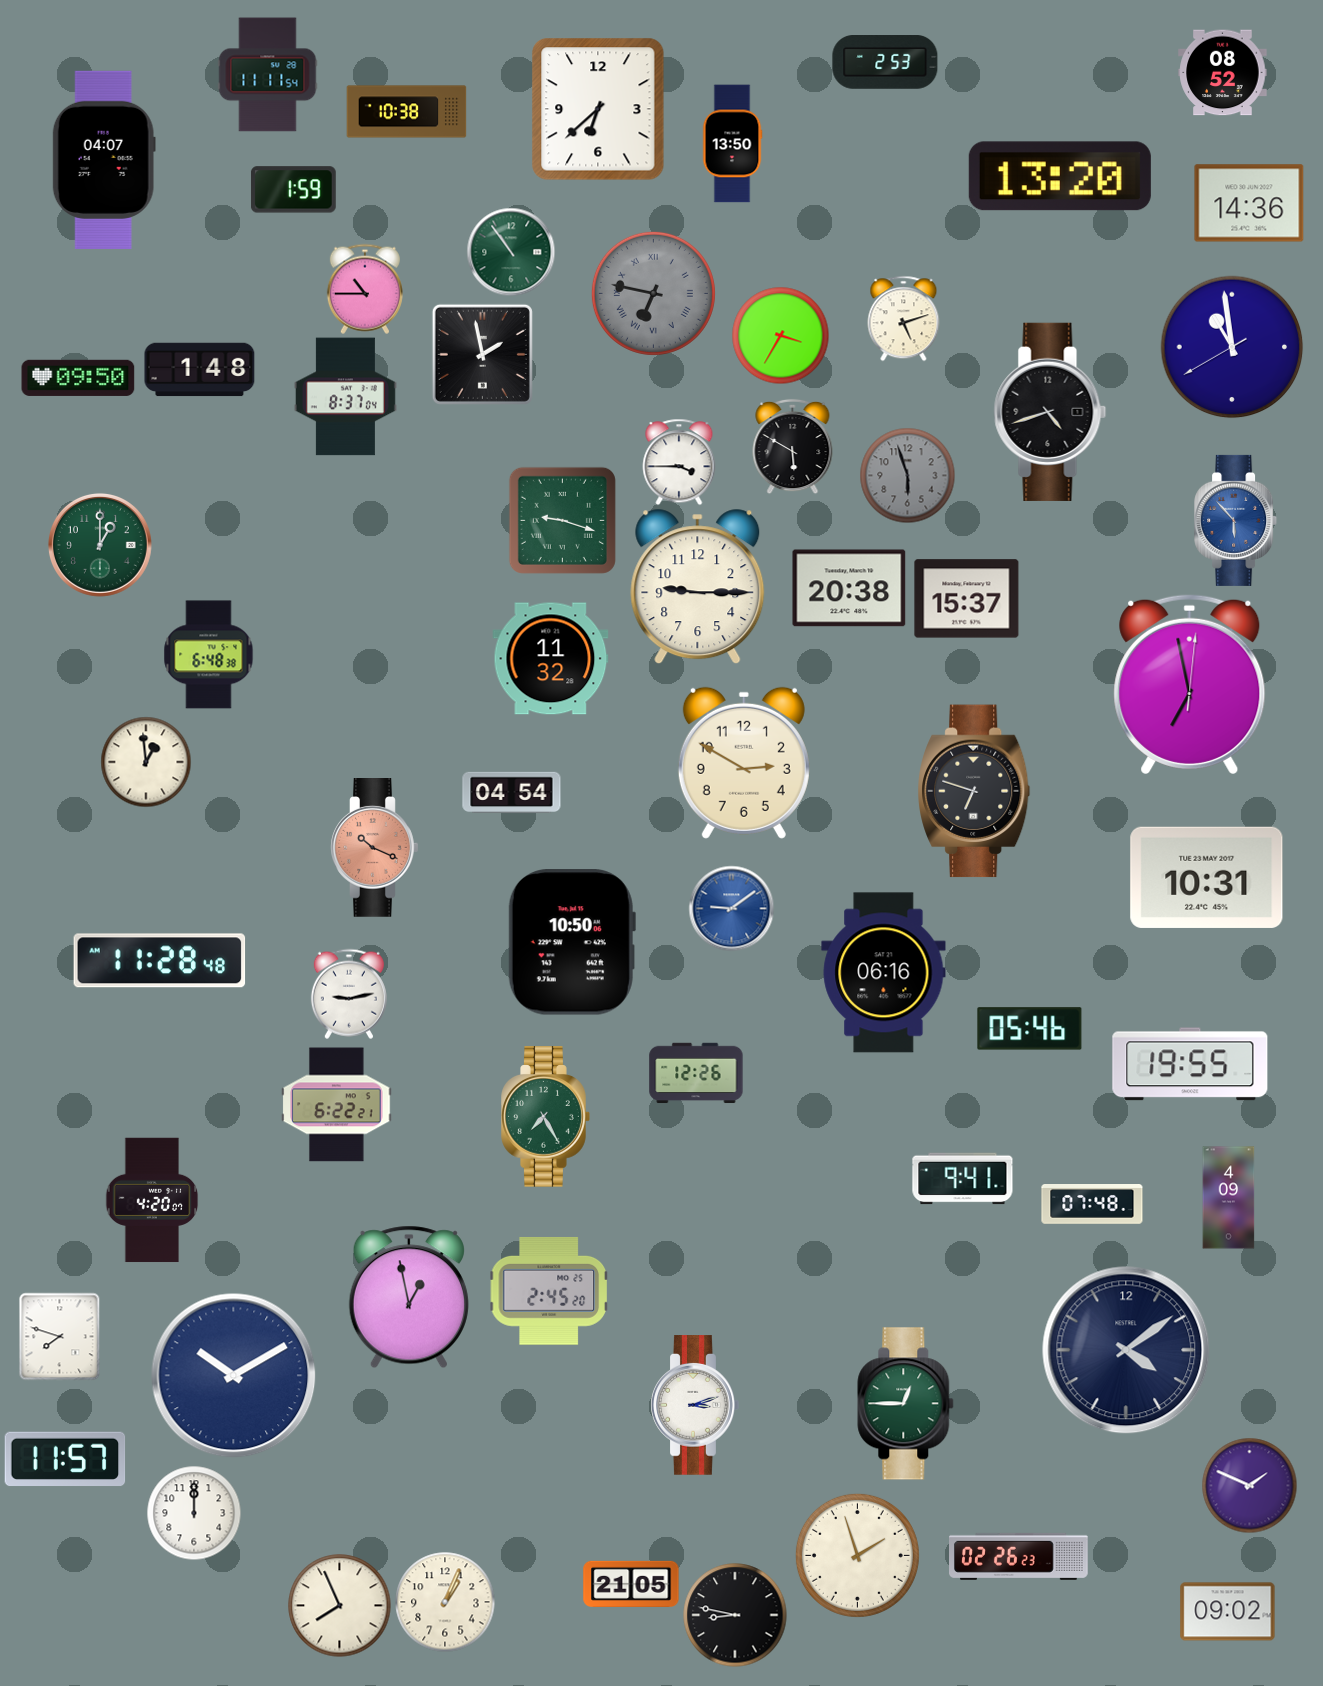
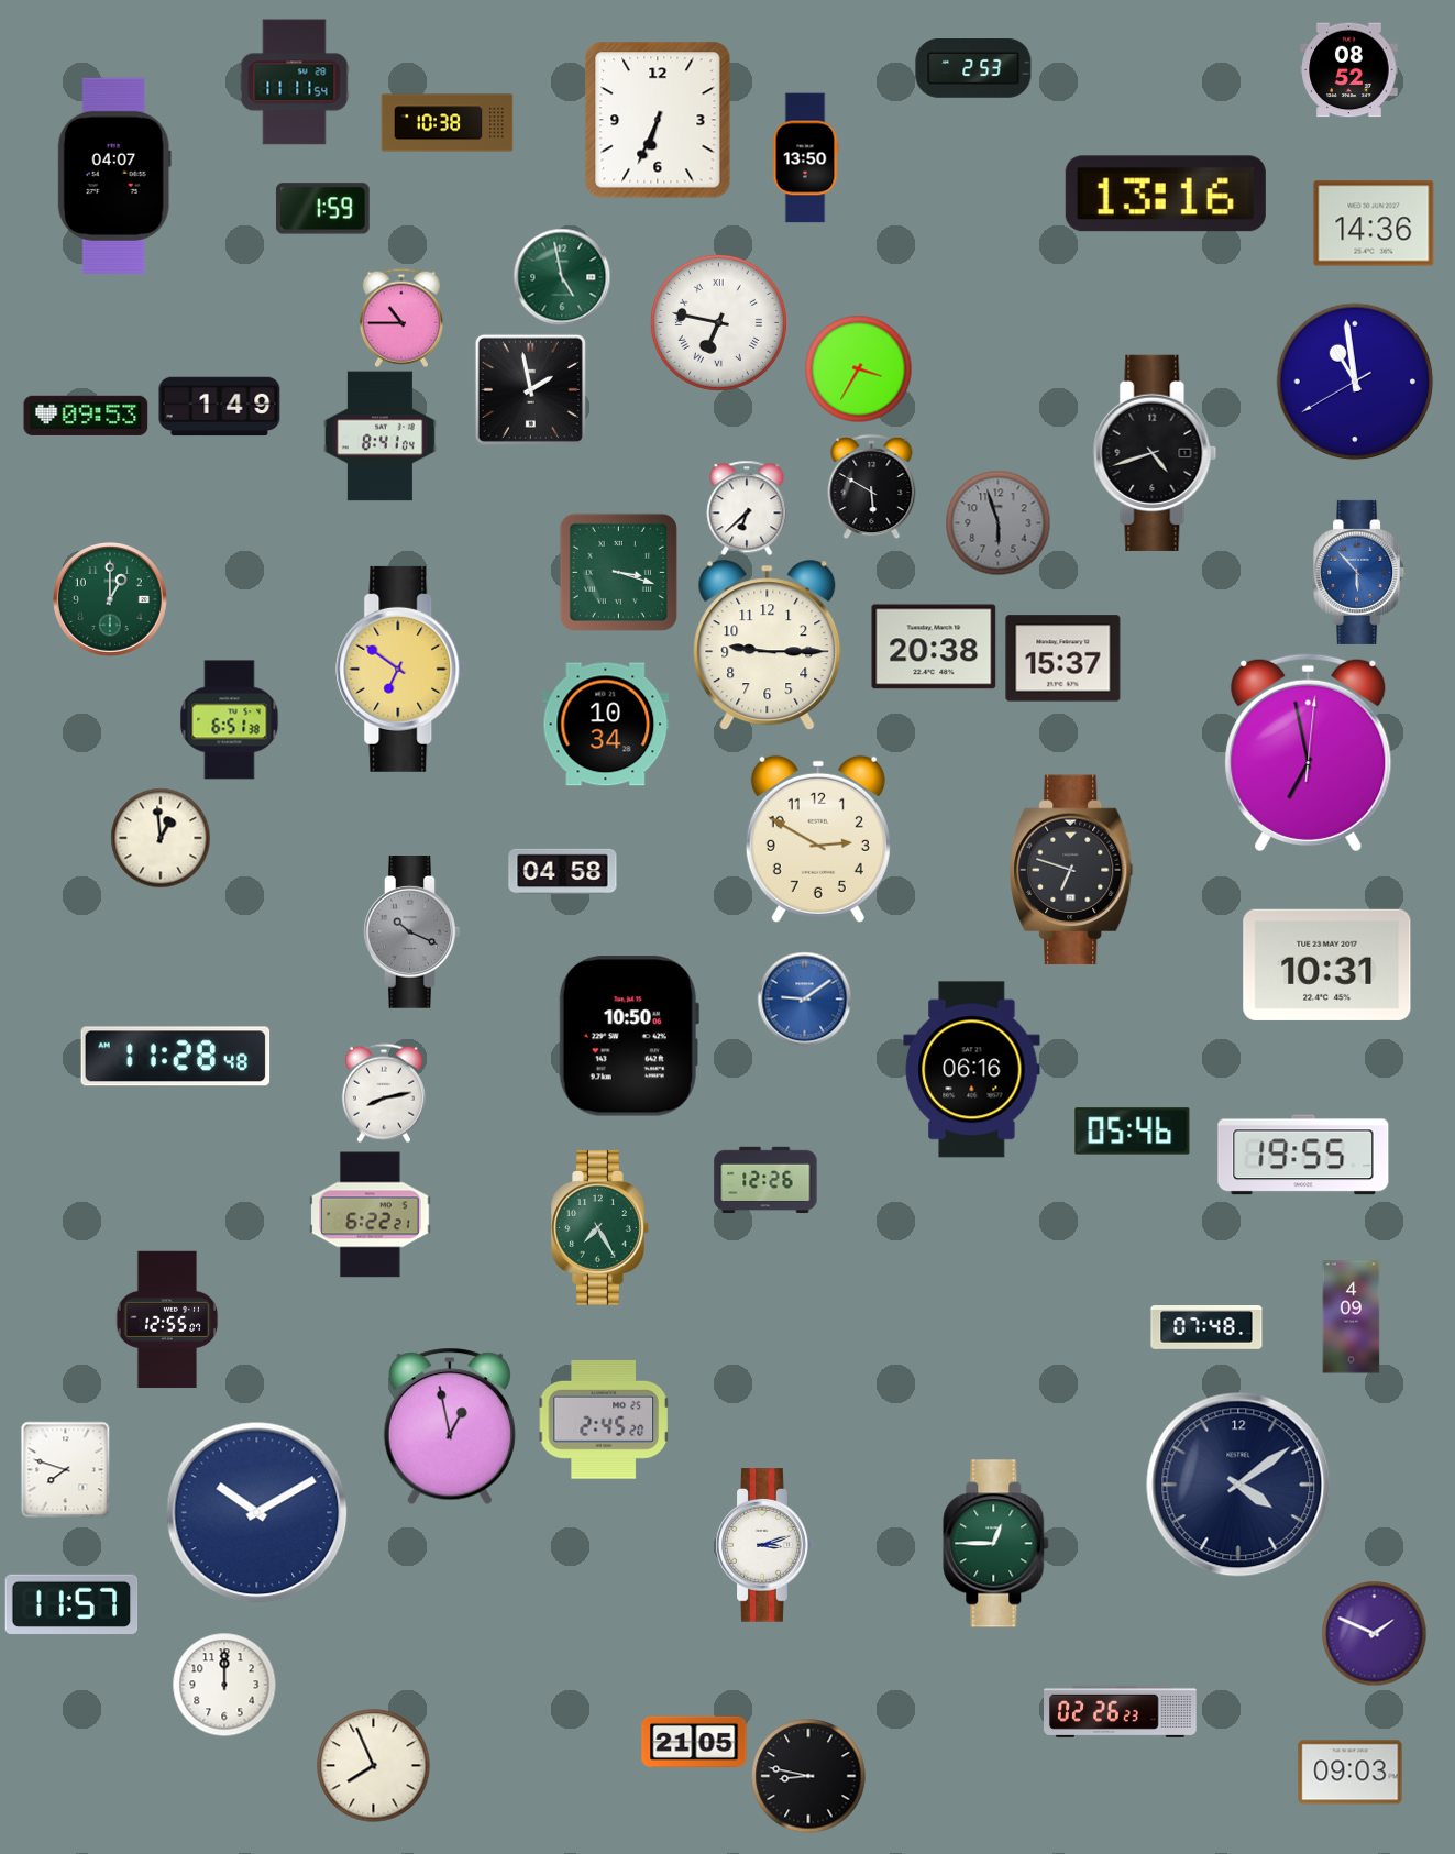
clock at (1223, 73) position: (1223, 73) -> (1349, 70)
clock at (598, 109): 6:38 -> 6:34
clock at (1060, 176): 13:20 -> 13:16
clock at (511, 252): 10:54 -> 4:58
clock at (653, 293) dial: grey -> white
clock at (904, 318): 5:12 -> none
clock at (200, 370): 1:48 -> 1:49
clock at (78, 378): 09:50 -> 09:53
clock at (345, 397): 8:37 -> 8:41
clock at (793, 446) position: (793, 446) -> (872, 486)
clock at (679, 462): 3:45 -> 6:38
clock at (562, 520): 9:18 -> 3:18
clock at (401, 669): none -> 6:51
clock at (209, 655): 6:48 -> 6:51
clock at (551, 659): 11:32 -> 10:34
clock at (512, 793): 04:54 -> 04:58
clock at (375, 848) dial: salmon -> grey
clock at (349, 994): 9:13 -> 8:13
clock at (1190, 1064) position: (1190, 1064) -> (1303, 1155)
clock at (963, 1179): 9:41 -> none
clock at (152, 1200): 4:20 -> 12:55
clock at (1092, 1204) position: (1092, 1204) -> (1206, 1327)
clock at (194, 1513) position: (194, 1513) -> (224, 1685)
clock at (857, 1555): 1:57 -> none
clock at (445, 1602): 1:04 -> none
clock at (1228, 1612): 09:02 -> 09:03
